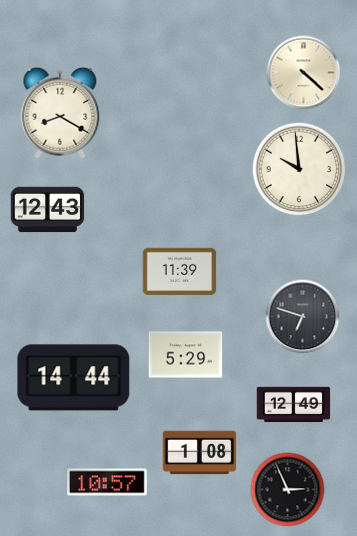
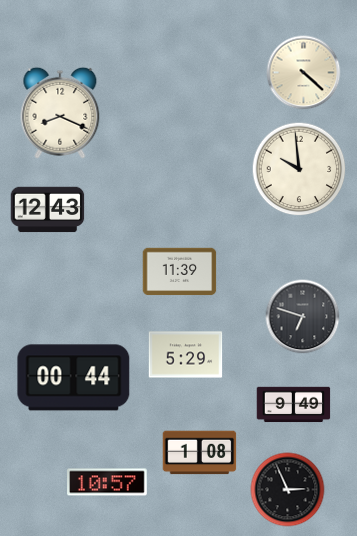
clock at (60, 113): 8:20 -> 8:19
clock at (74, 378): 14:44 -> 00:44
clock at (294, 405): 12:49 -> 9:49
